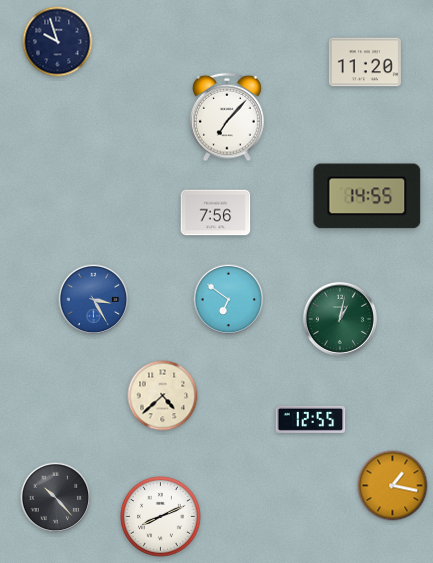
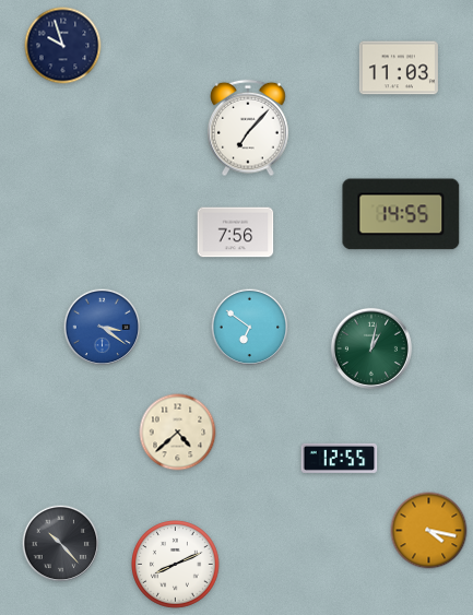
clock at (365, 62): 11:20 -> 11:03
clock at (94, 300): 3:25 -> 3:21
clock at (393, 486): 1:17 -> 4:17
